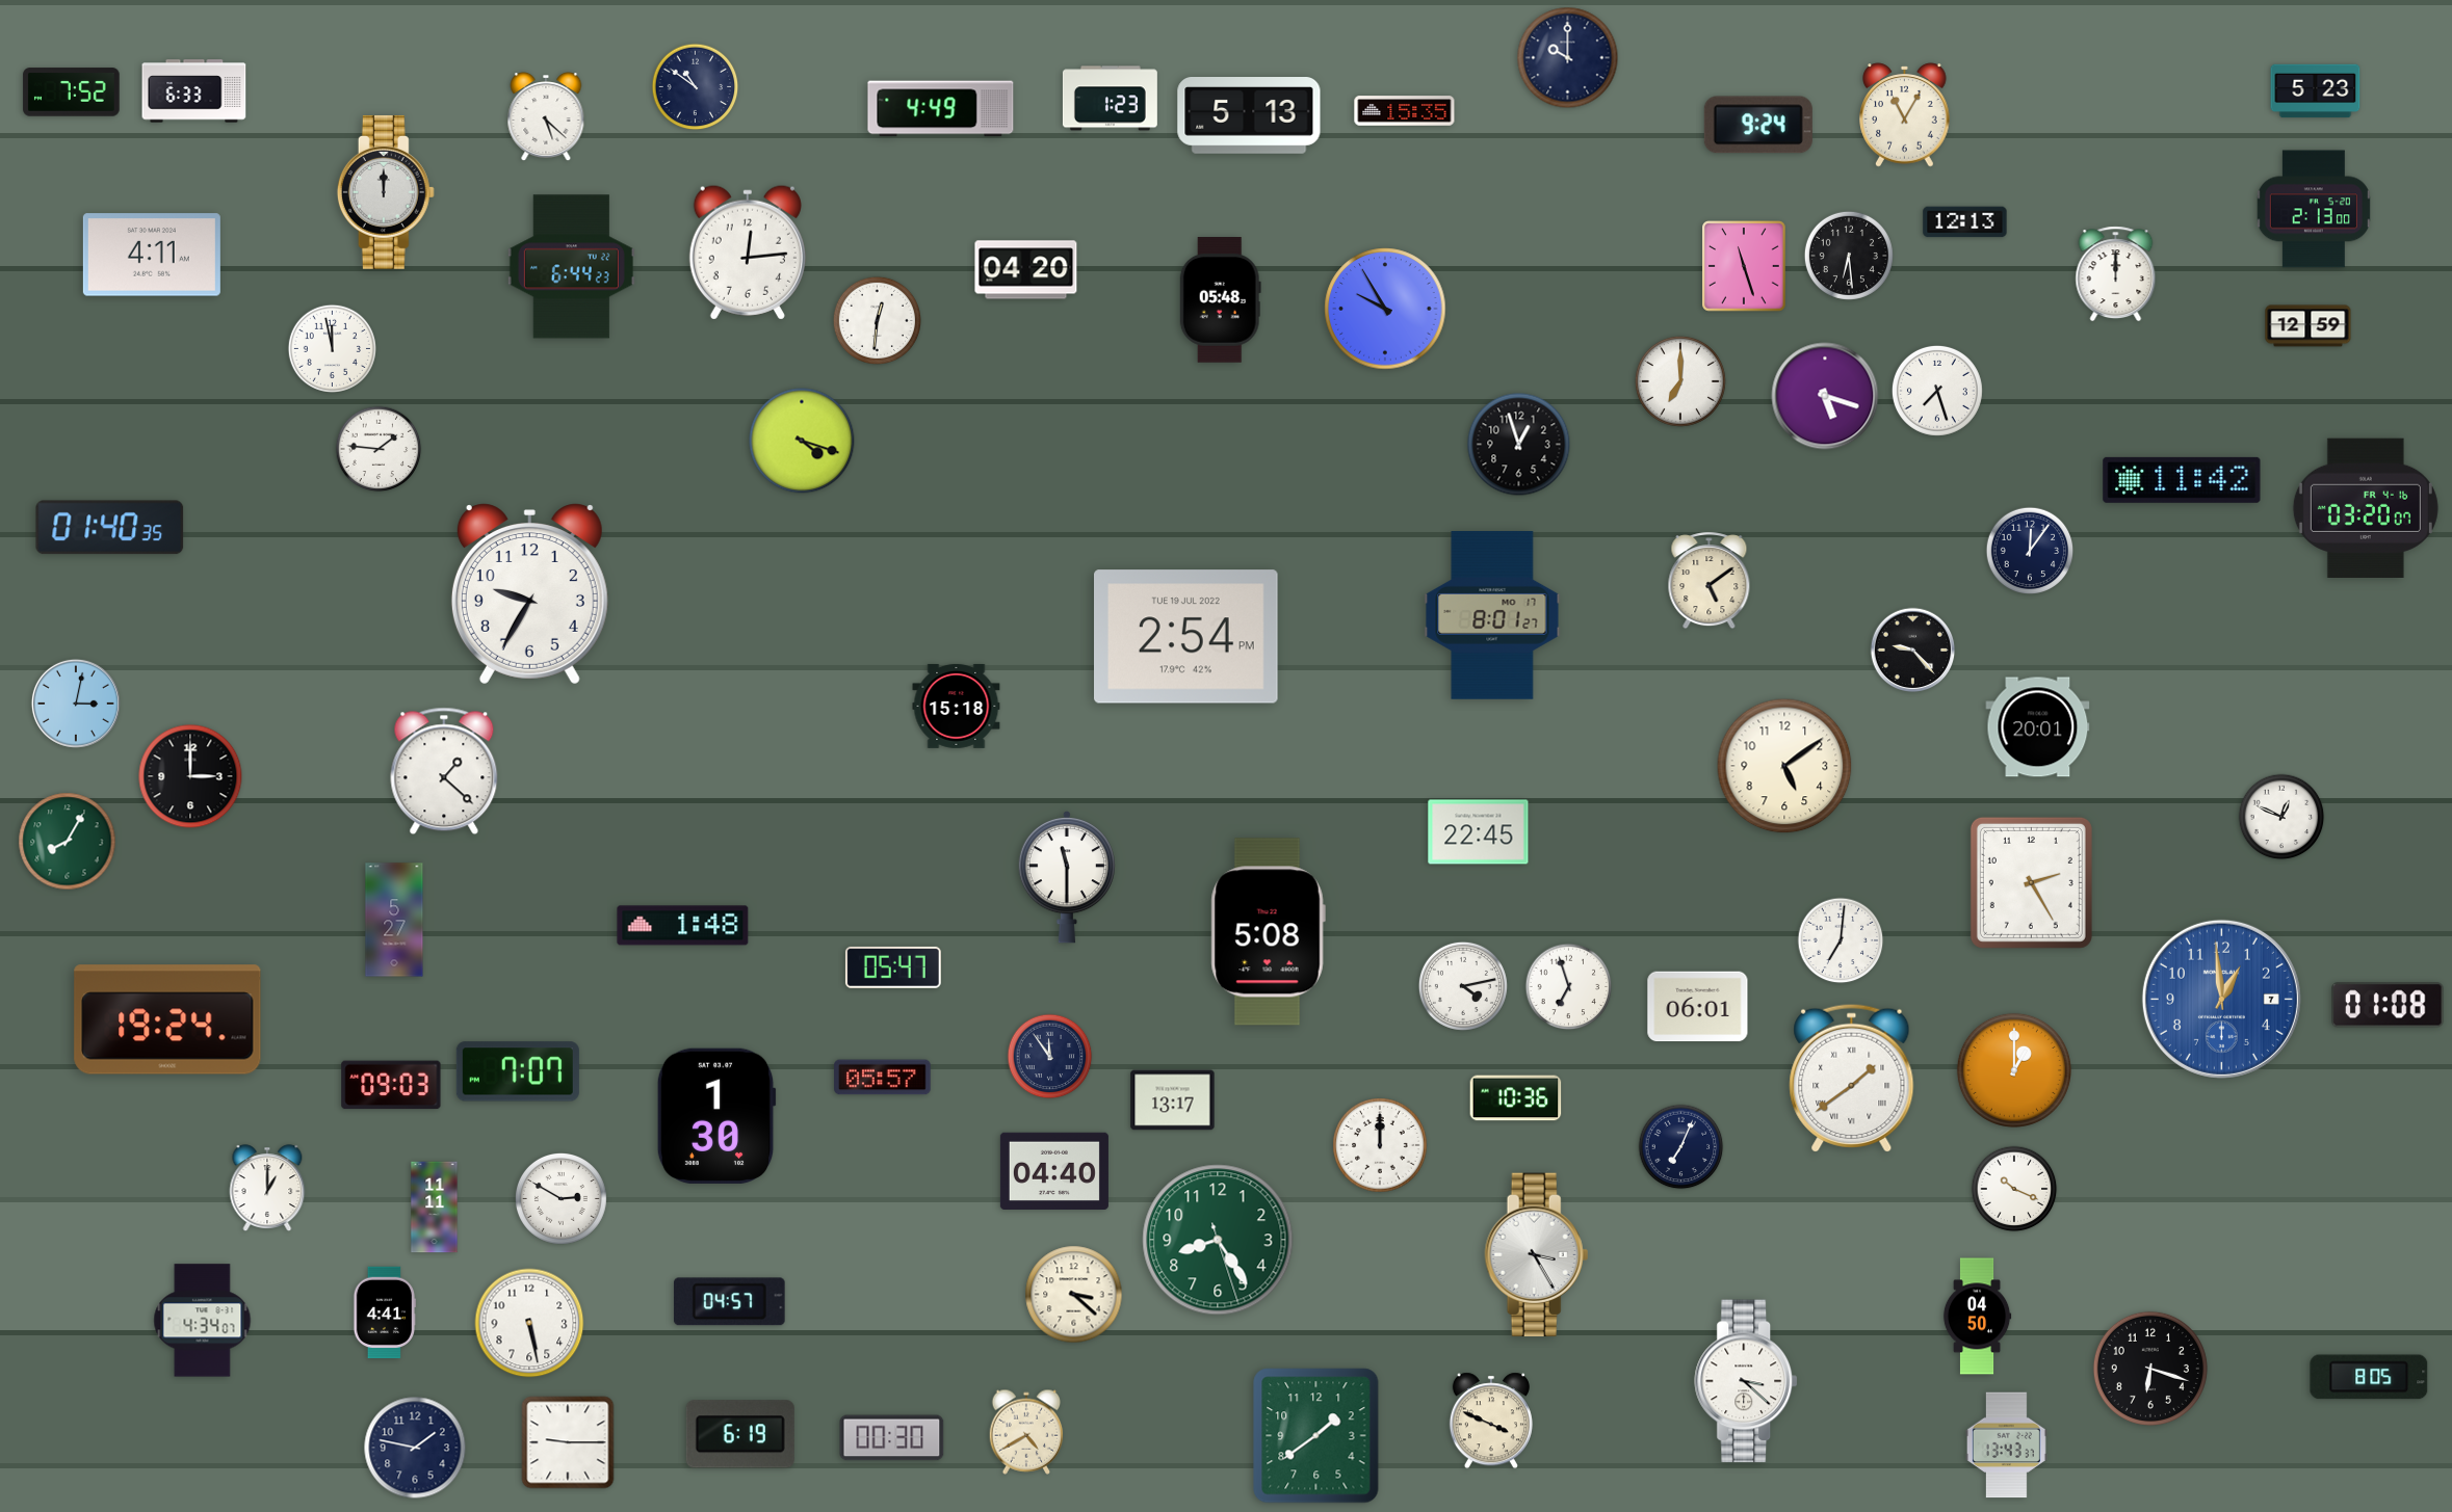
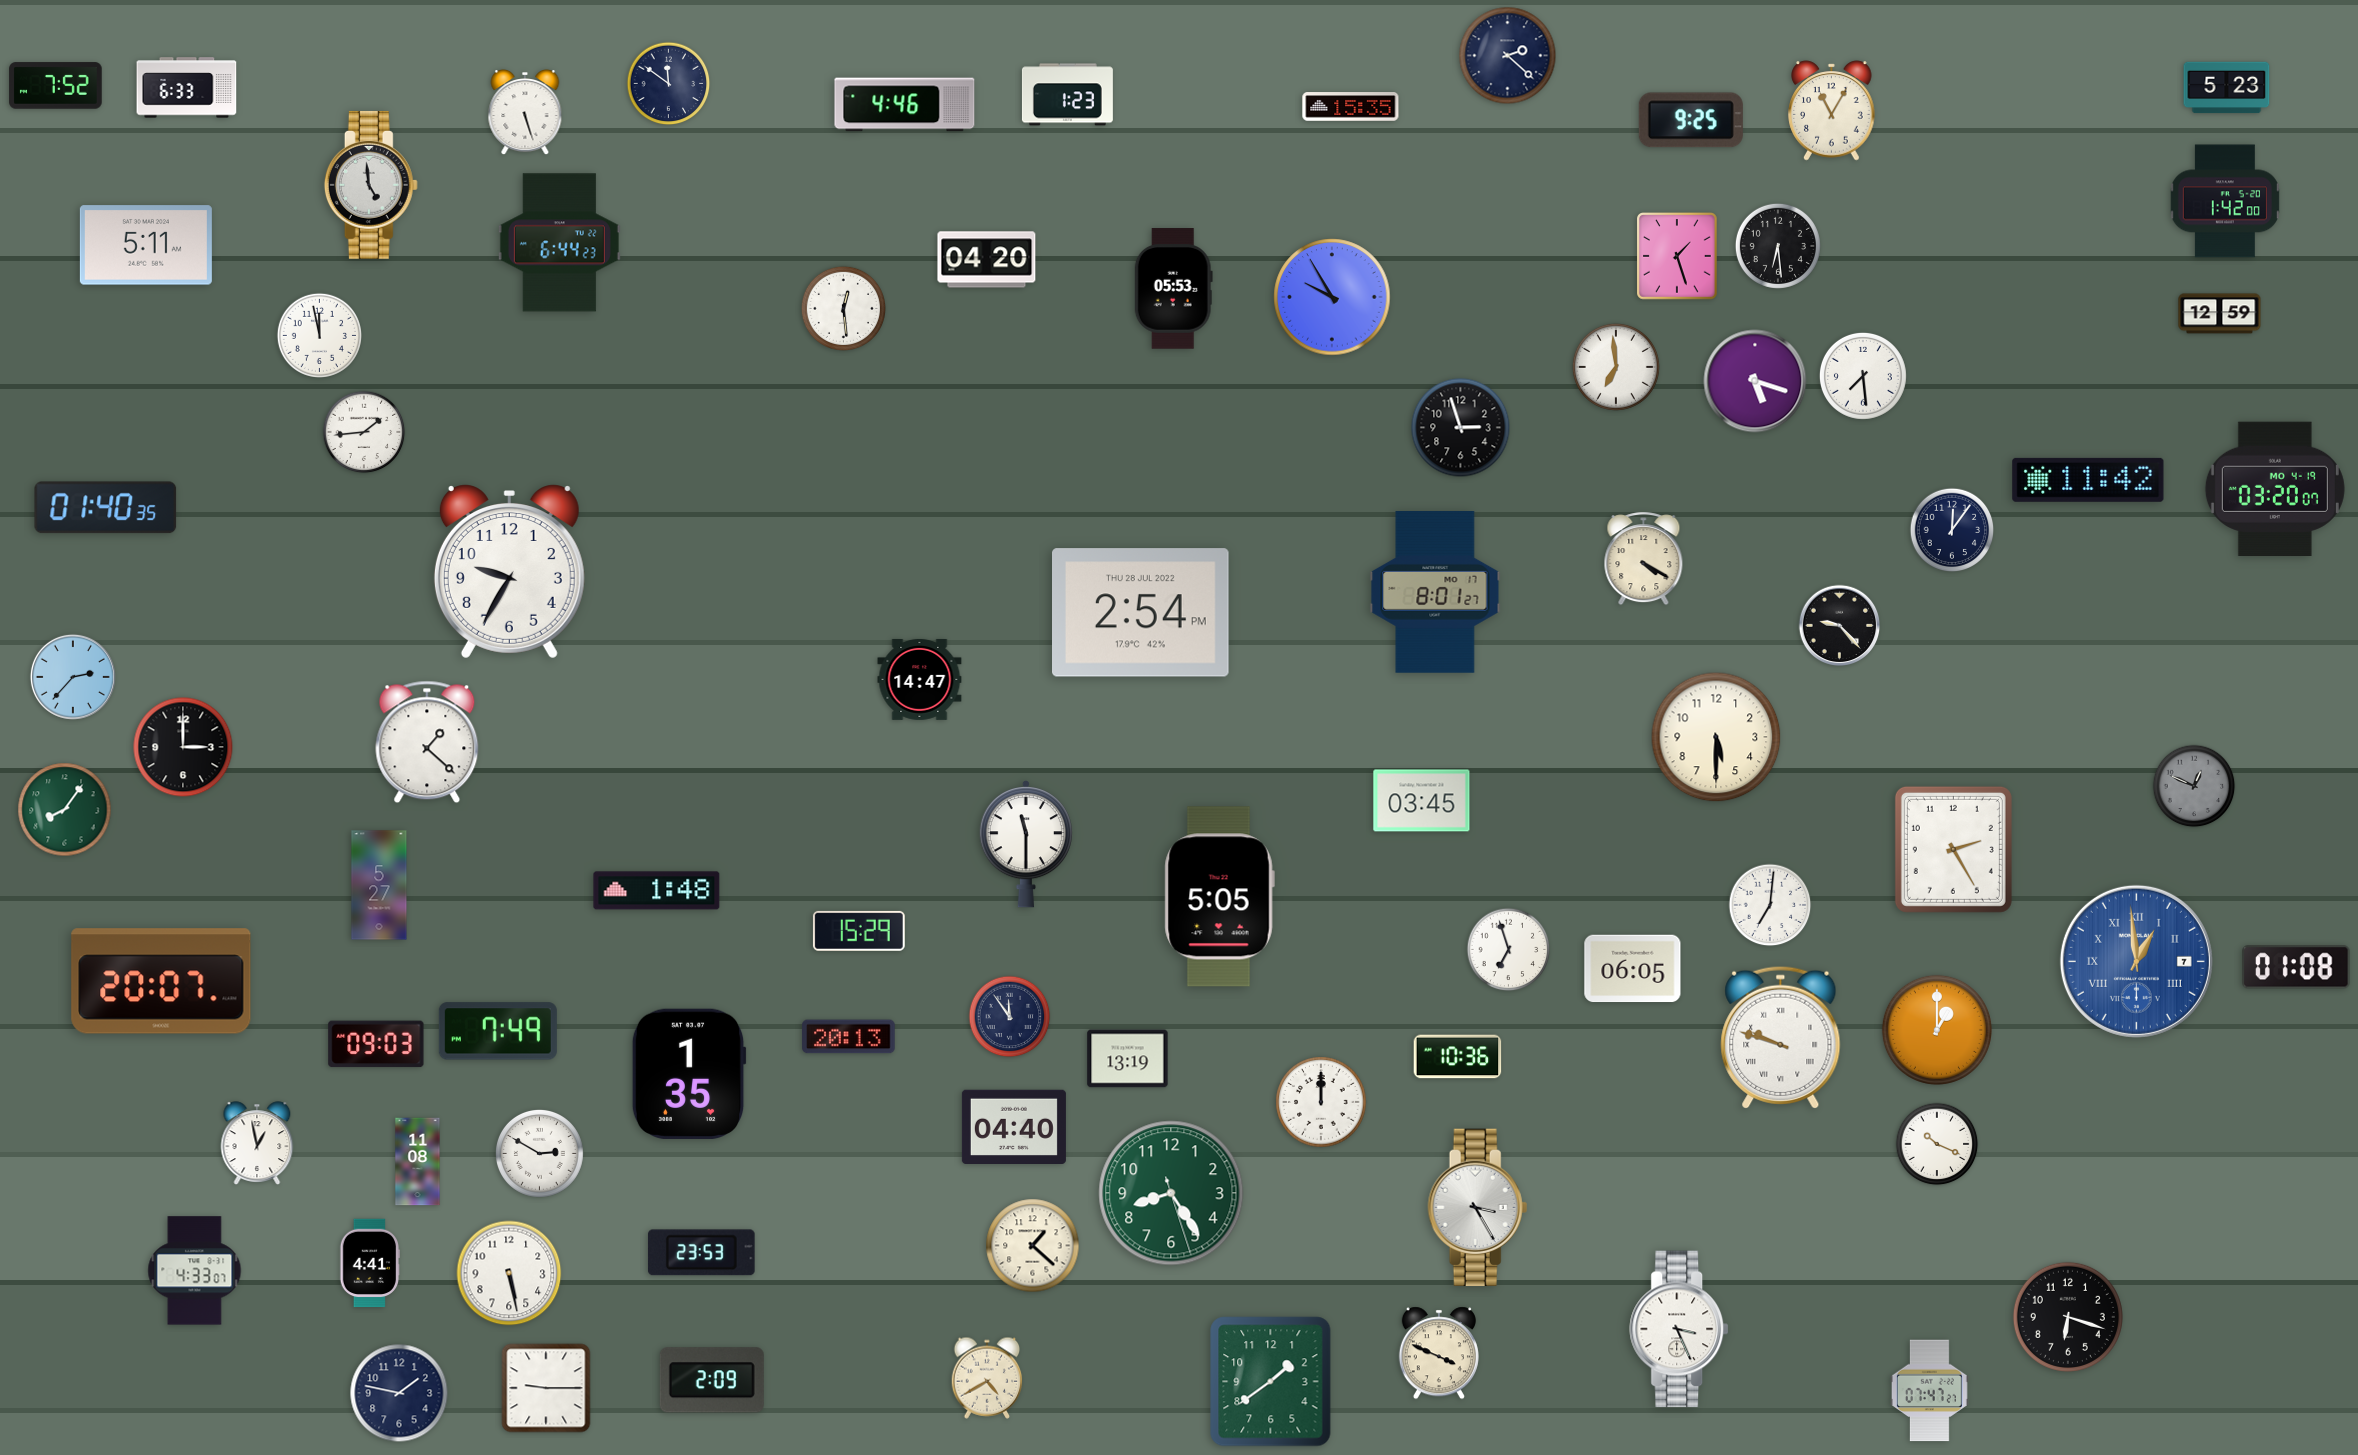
clock at (1568, 58): 10:00 -> 2:22
clock at (696, 87): 10:51 -> 11:51
clock at (72, 92) position: (72, 92) -> (56, 86)
clock at (941, 109): 4:49 -> 4:46
clock at (1249, 116): 5:13 -> none
clock at (546, 117): 5:22 -> 5:27
clock at (1758, 125): 9:24 -> 9:25
clock at (386, 192): 12:00 -> 4:59
clock at (2314, 209): 2:13 -> 1:42
clock at (1965, 222): 12:13 -> none
clock at (748, 253): 12:14 -> none
clock at (152, 255): 4:11 -> 5:11
clock at (571, 267) position: (571, 267) -> (559, 243)
clock at (1745, 267): 11:27 -> 1:27
clock at (2116, 274): 12:00 -> none
clock at (1220, 300): 05:48 -> 05:53
clock at (877, 320): 12:31 -> 12:29
clock at (1680, 381): 7:00 -> 6:59
clock at (1937, 391): 7:27 -> 7:29
clock at (802, 441): 4:18 -> none
clock at (1519, 445): 12:57 -> 2:57
clock at (379, 449): 1:46 -> 1:44
clock at (2182, 480) position: (2182, 480) -> (2088, 480)
clock at (2366, 507) date: FR 4-16 -> MO 4-19
clock at (1710, 581): 5:09 -> 4:20
clock at (1186, 637) date: TUE 19 JUL 2022 -> THU 28 JUL 2022
clock at (76, 704): 3:02 -> 2:37
clock at (957, 706): 15:18 -> 14:47
clock at (2038, 727): 20:01 -> none
clock at (1784, 766): 5:09 -> 5:30
clock at (2281, 817) dial: white -> grey
clock at (1479, 832): 22:45 -> 03:45
clock at (68, 842): 8:05 -> 8:06
clock at (1268, 932): 5:08 -> 5:05
clock at (893, 967): 05:47 -> 15:29
clock at (1463, 986): 4:13 -> none
clock at (2221, 999) numerals: Arabic -> Roman
clock at (1698, 1007): 06:01 -> 06:05
clock at (167, 1019): 19:24 -> 20:07
clock at (518, 1071): 7:07 -> 7:49
clock at (883, 1078): 05:57 -> 20:13
clock at (1852, 1078): 1:39 -> 9:48
clock at (1173, 1100): 13:17 -> 13:19
clock at (716, 1116): 1:30 -> 1:35
clock at (1380, 1145) position: (1380, 1145) -> (1321, 1102)
clock at (1681, 1147): 7:04 -> none
clock at (267, 1188): 1:00 -> 12:58
clock at (435, 1208): 11:11 -> 11:08
clock at (1074, 1295): 3:22 -> 1:22
clock at (729, 1302): 04:57 -> 23:53
clock at (1977, 1317): 04:50 -> none
clock at (203, 1321): 4:34 -> 4:33
clock at (2369, 1377): 8:05 -> none
clock at (1747, 1381): 3:22 -> 3:26
clock at (1491, 1421) position: (1491, 1421) -> (1439, 1353)
clock at (740, 1434): 6:19 -> 2:09
clock at (1316, 1436) position: (1316, 1436) -> (1271, 1382)
clock at (892, 1438): 00:30 -> none
clock at (2006, 1445): 13:43 -> 07:47
